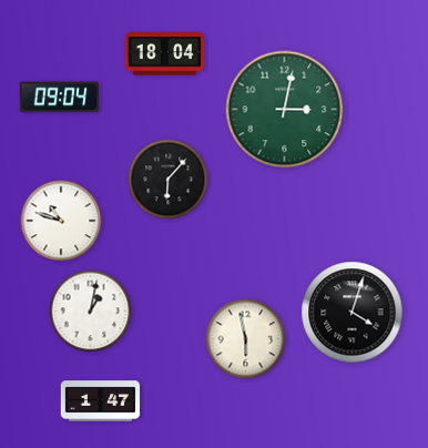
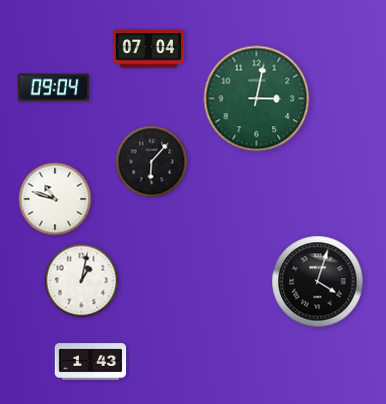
clock at (165, 54): 18:04 -> 07:04
clock at (246, 339): 5:58 -> none
clock at (101, 401): 1:47 -> 1:43
